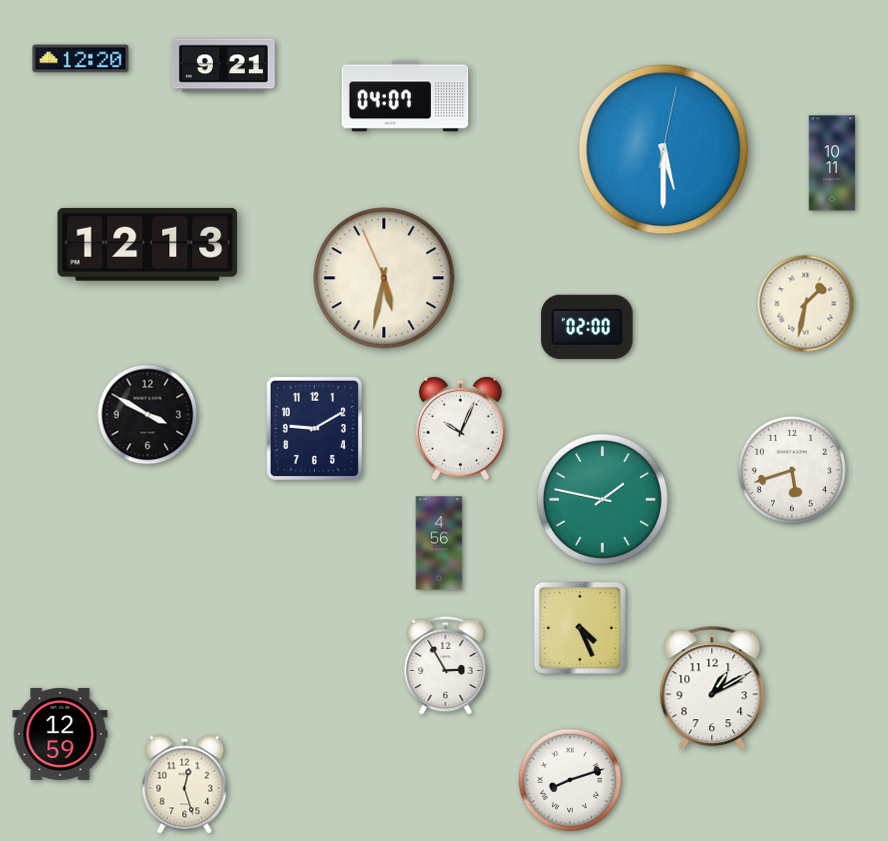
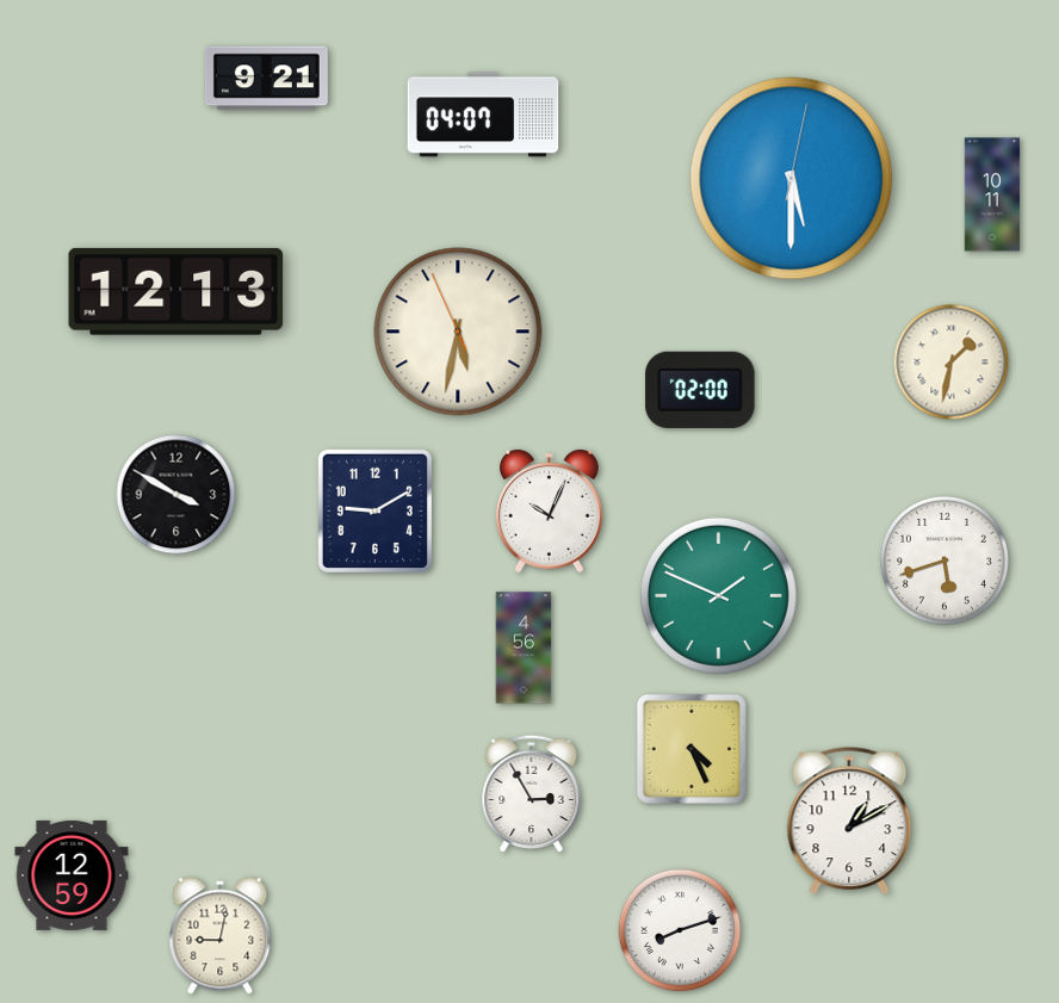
clock at (81, 59): 12:20 -> none
clock at (806, 304) position: (806, 304) -> (952, 363)
clock at (602, 499): 1:47 -> 1:49
clock at (185, 785): 12:27 -> 9:02
